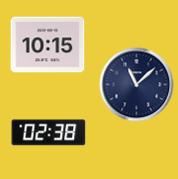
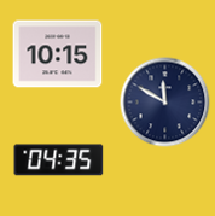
clock at (137, 85): 11:08 -> 11:50
clock at (49, 133): 02:38 -> 04:35
